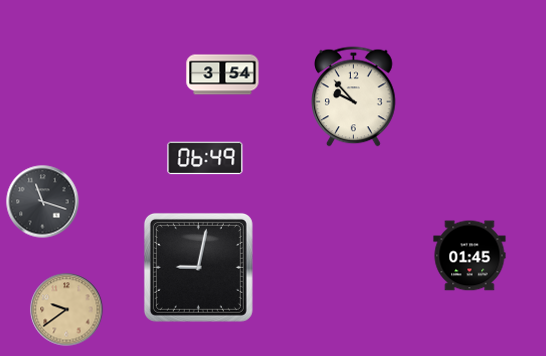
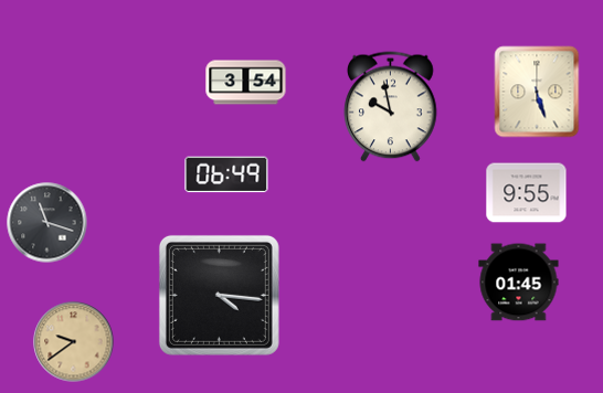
clock at (537, 92): none -> 5:27
clock at (354, 97): 9:53 -> 9:58
clock at (527, 193): none -> 9:55
clock at (198, 267): 9:02 -> 4:16
